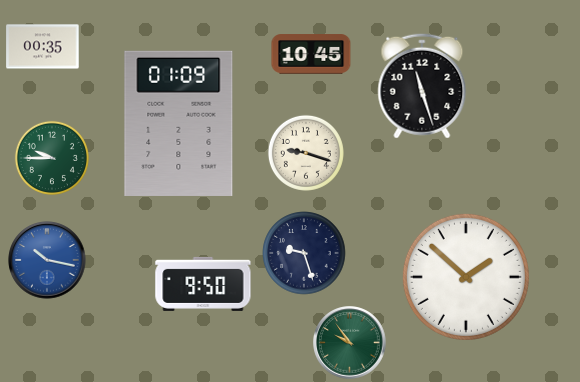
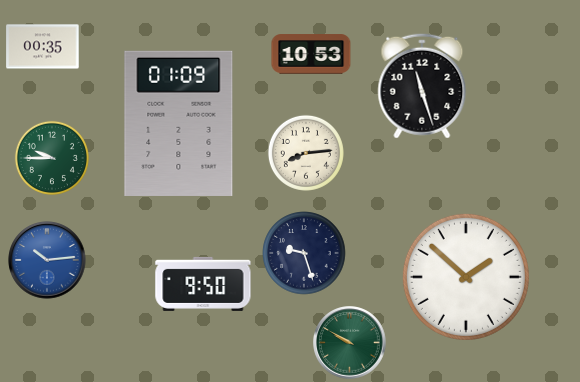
clock at (311, 54): 10:45 -> 10:53
clock at (306, 153): 9:18 -> 8:14
clock at (47, 260): 10:17 -> 10:14
clock at (350, 343): 9:54 -> 9:50
